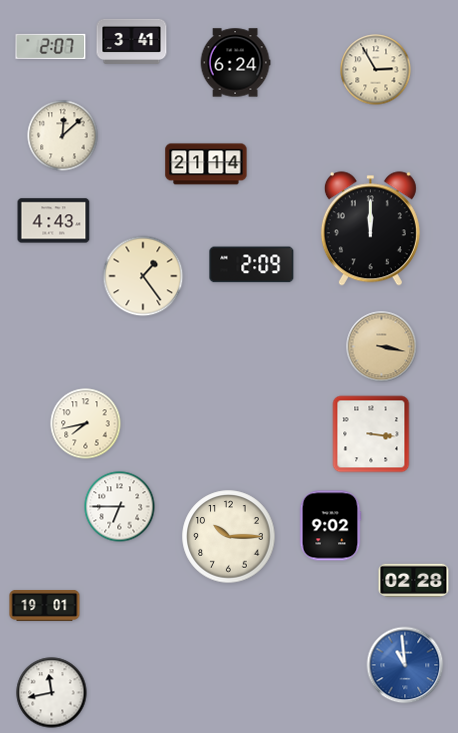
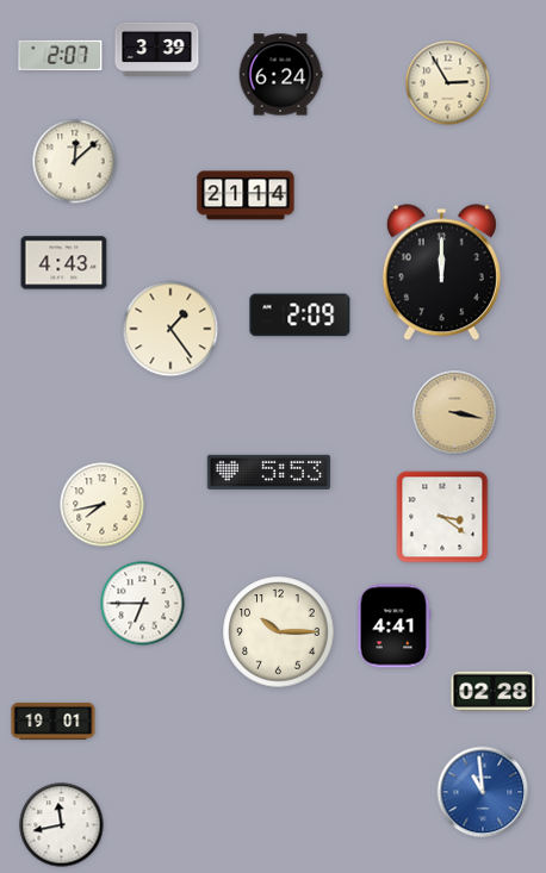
clock at (132, 41): 3:41 -> 3:39
clock at (269, 472): none -> 5:53
clock at (371, 434): 3:16 -> 3:21
clock at (330, 526): 9:02 -> 4:41
clock at (229, 537) position: (229, 537) -> (279, 632)
